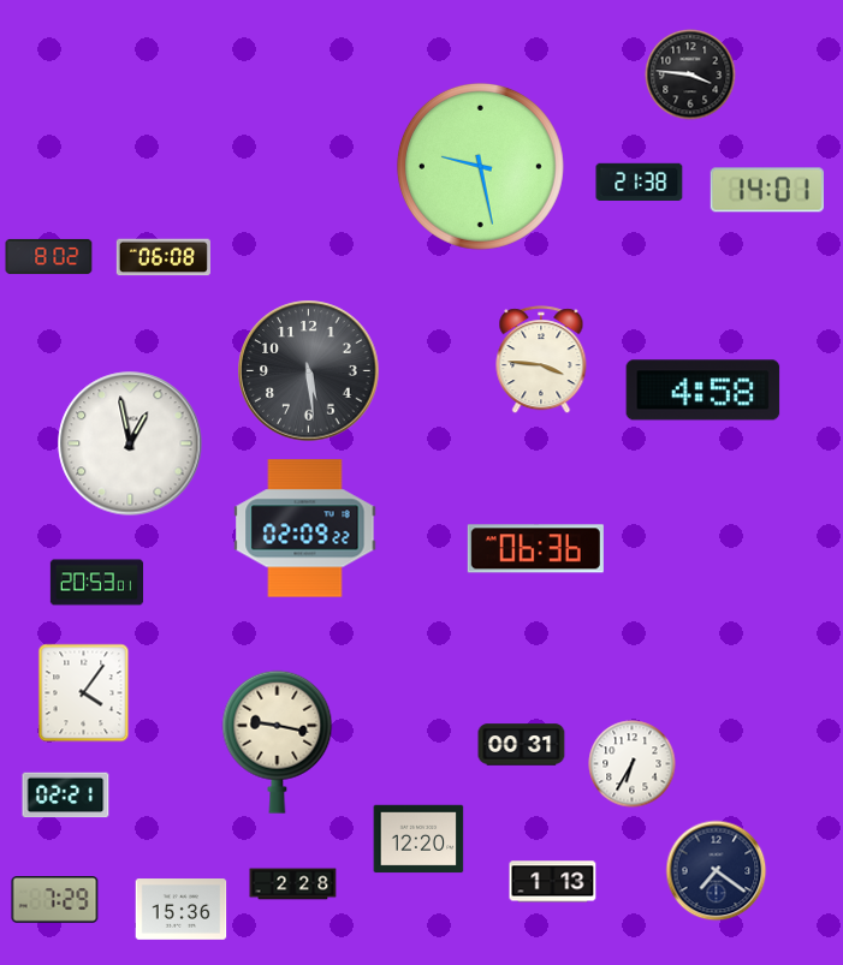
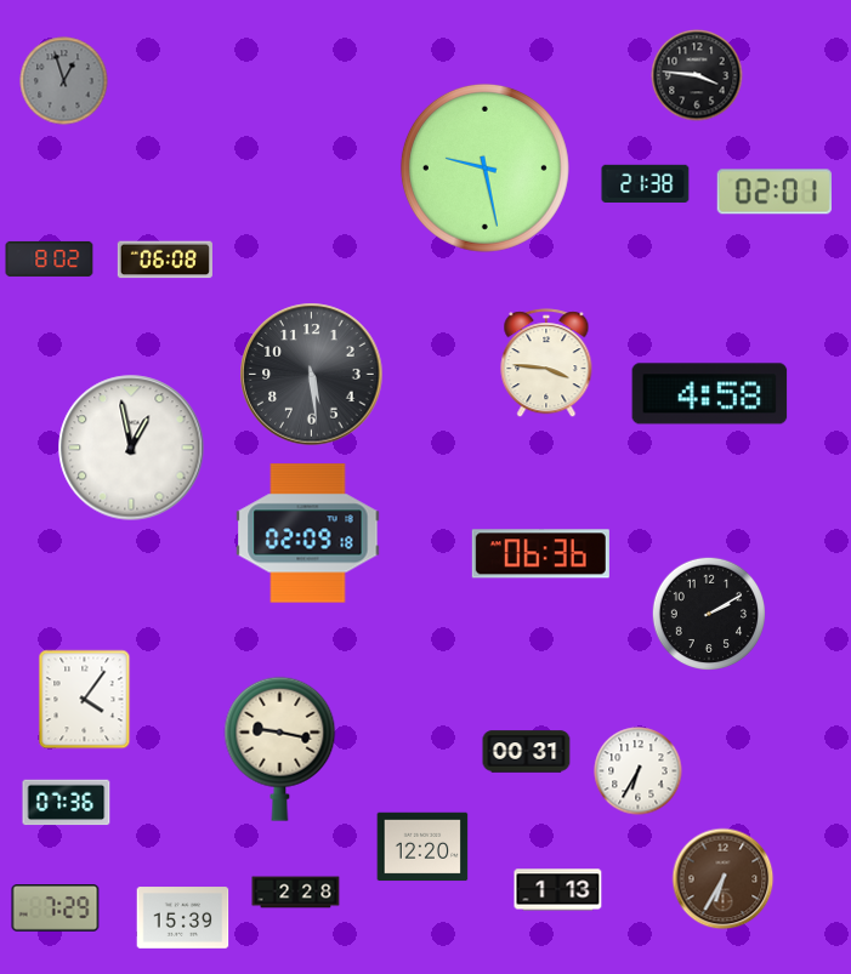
clock at (64, 81): none -> 12:57
clock at (767, 190): 14:01 -> 02:01
clock at (305, 529): 02:09:22 -> 02:09:18
clock at (97, 583): 20:53 -> none
clock at (708, 613): none -> 2:10
clock at (66, 796): 02:21 -> 07:36
clock at (717, 871): 7:21 -> 6:35
clock at (717, 871) dial: navy -> brown
clock at (182, 910): 15:36 -> 15:39
